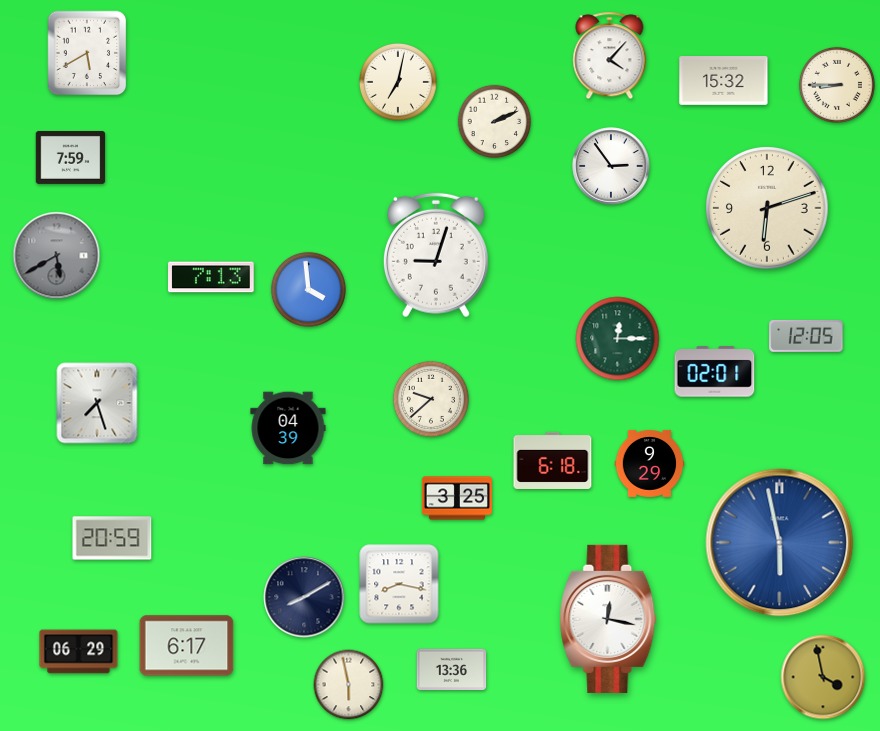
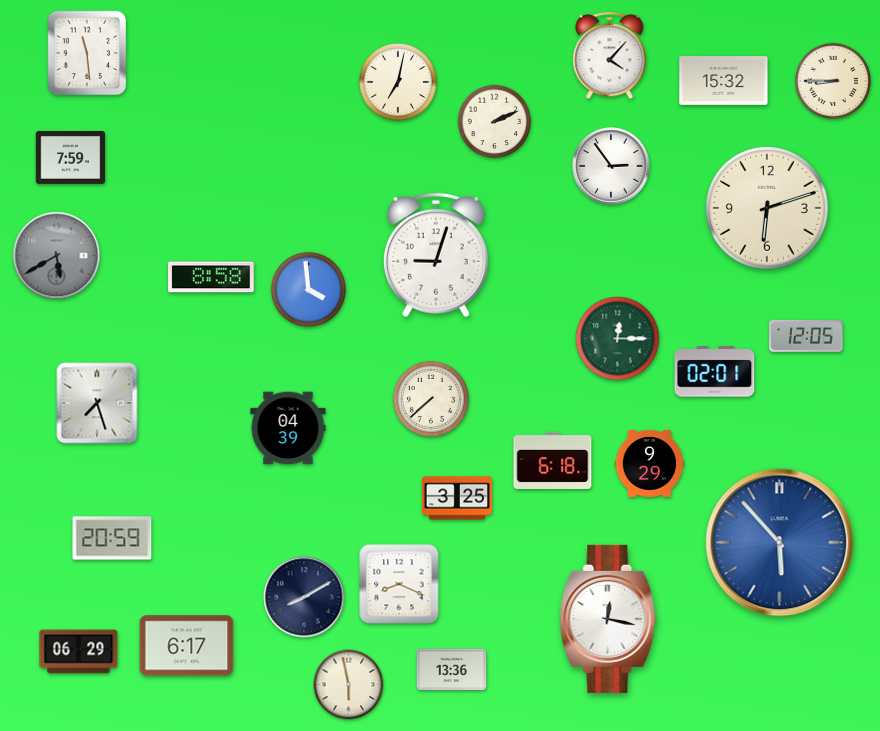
clock at (87, 53): 5:40 -> 11:29
clock at (837, 85) position: (837, 85) -> (833, 81)
clock at (211, 277): 7:13 -> 8:58
clock at (431, 399): 9:38 -> 7:38
clock at (780, 543): 5:58 -> 5:53
clock at (399, 584): 8:17 -> 8:19
clock at (823, 677): 3:58 -> none
